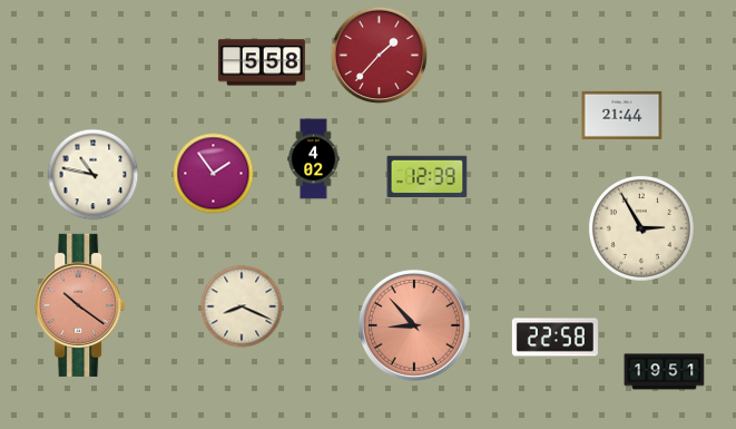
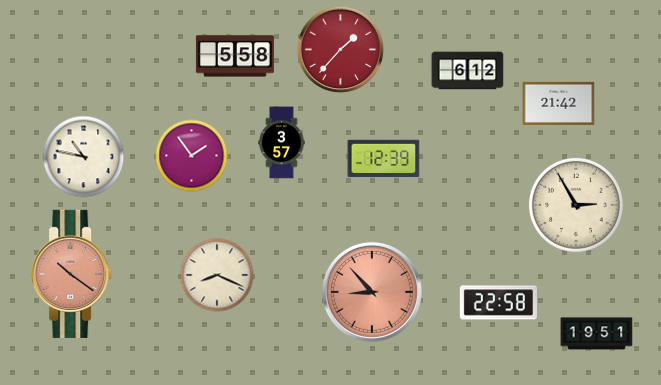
clock at (468, 71): none -> 6:12
clock at (622, 115): 21:44 -> 21:42
clock at (314, 159): 4:02 -> 3:57
